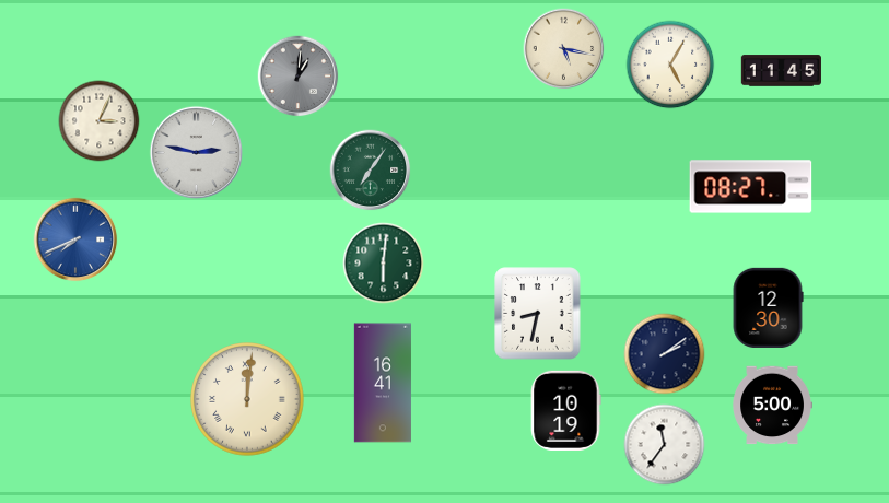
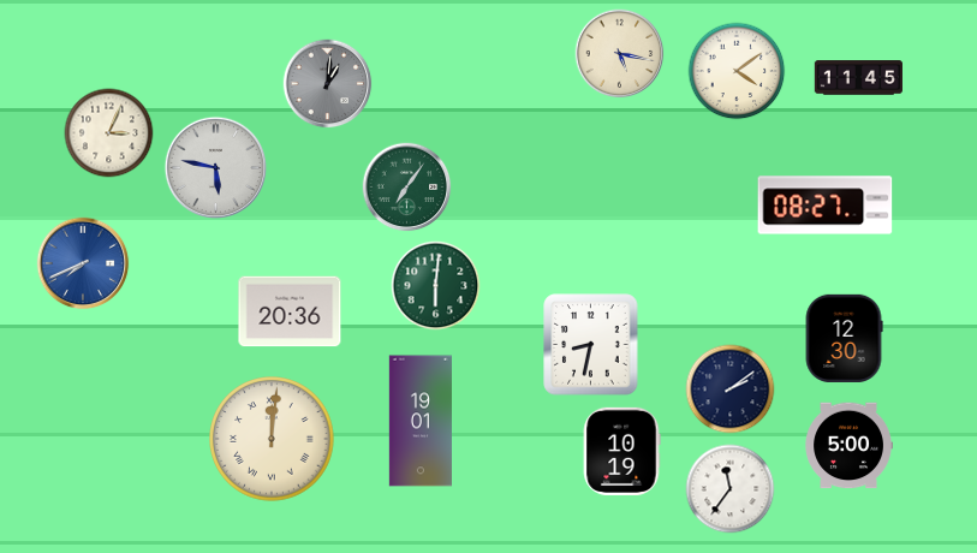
clock at (670, 65): 5:05 -> 4:09
clock at (196, 153): 2:47 -> 5:47
clock at (384, 264) position: (384, 264) -> (436, 286)
clock at (290, 311): none -> 20:36
clock at (383, 383): 16:41 -> 19:01
